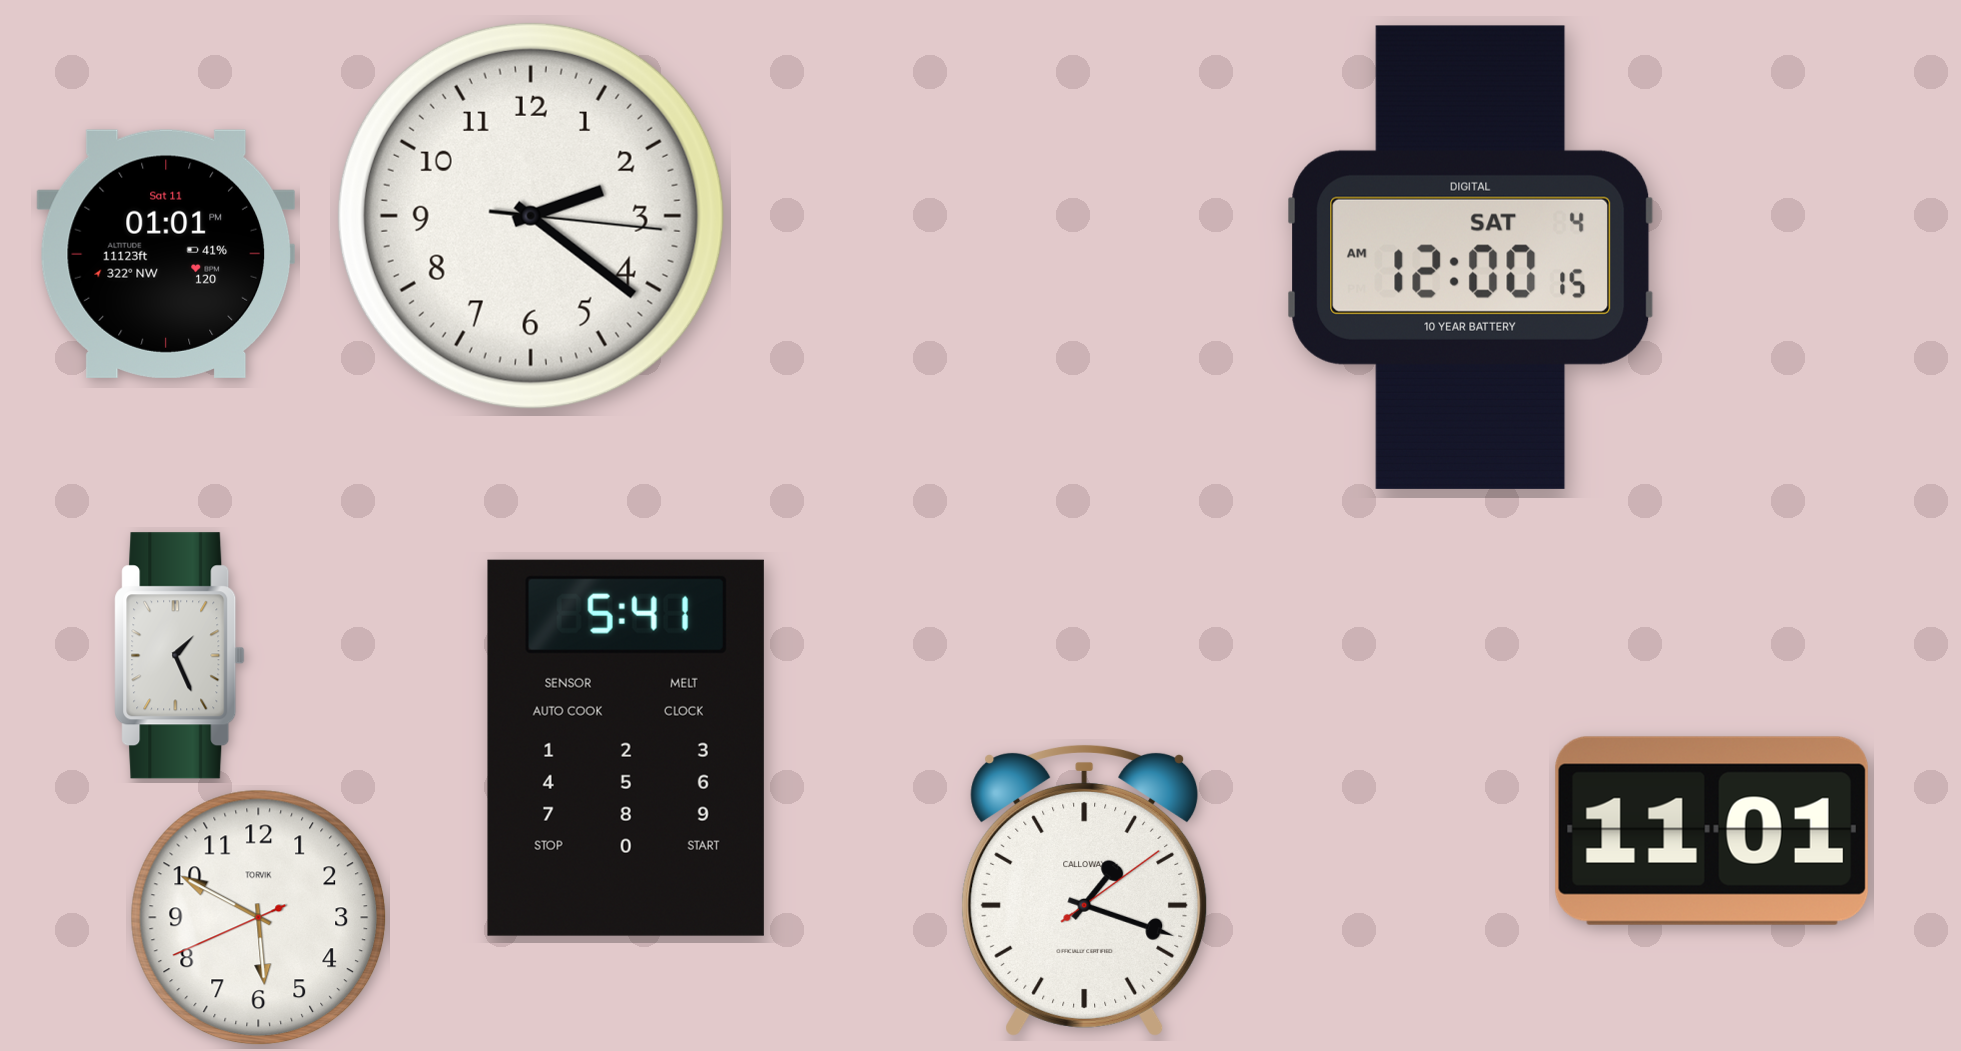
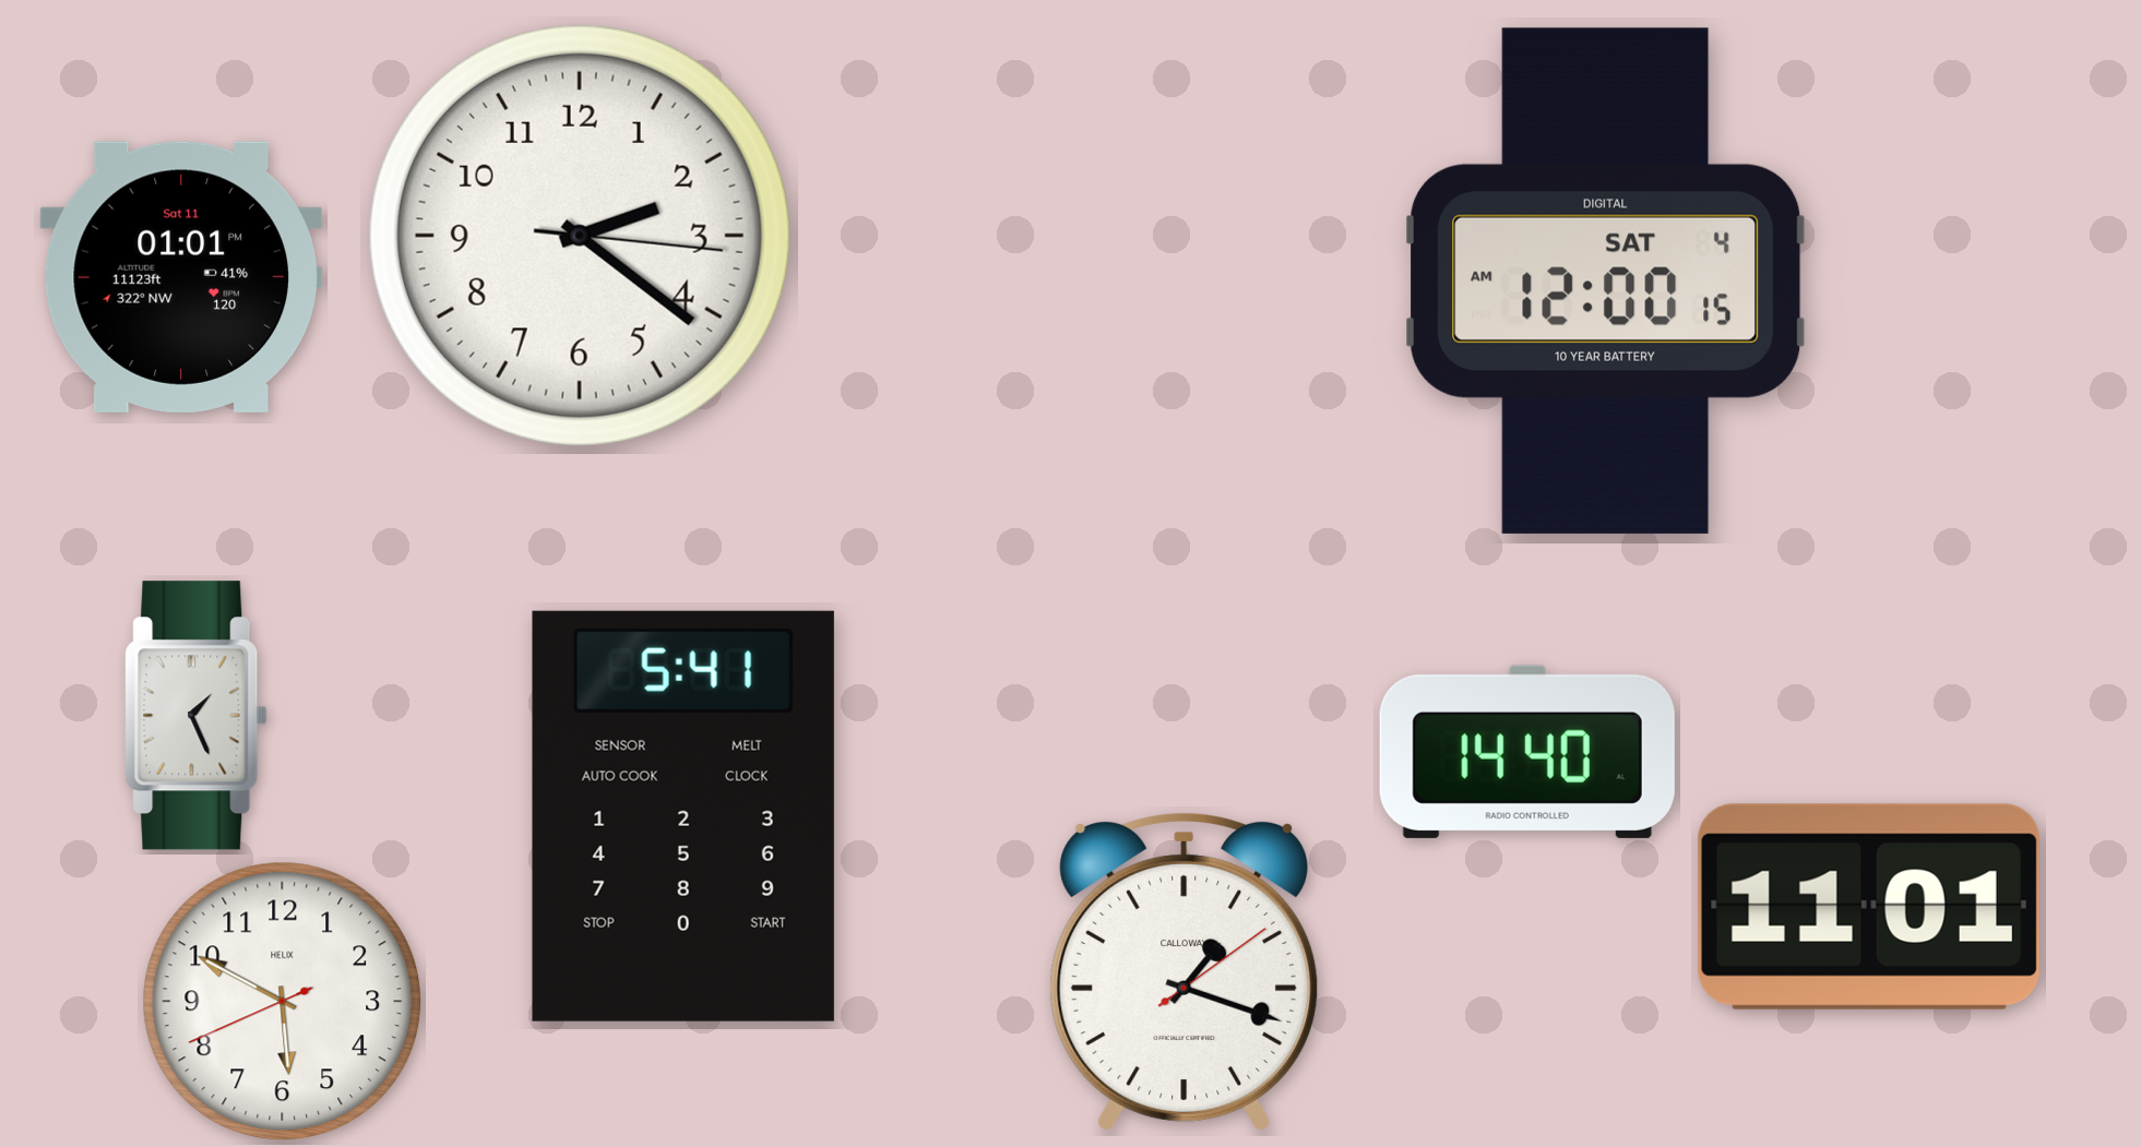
clock at (1527, 752): none -> 14:40
clock at (259, 918) brand: TORVIK -> HELIX
